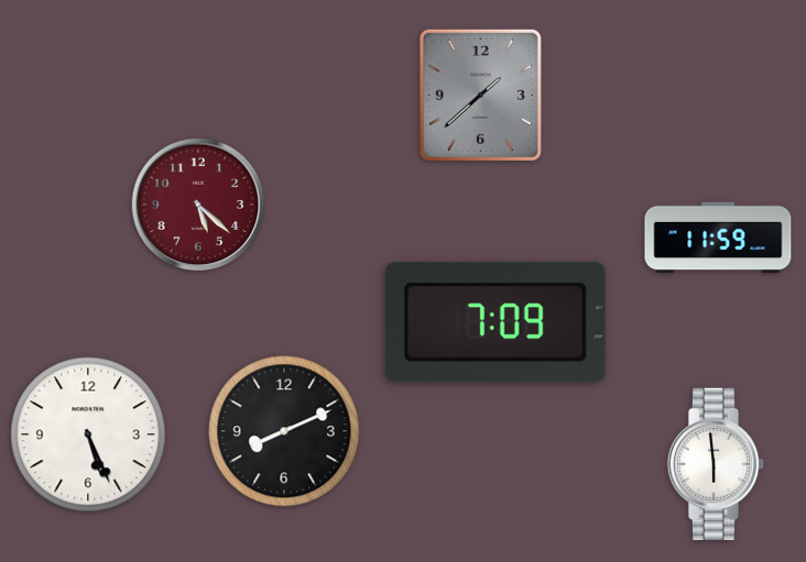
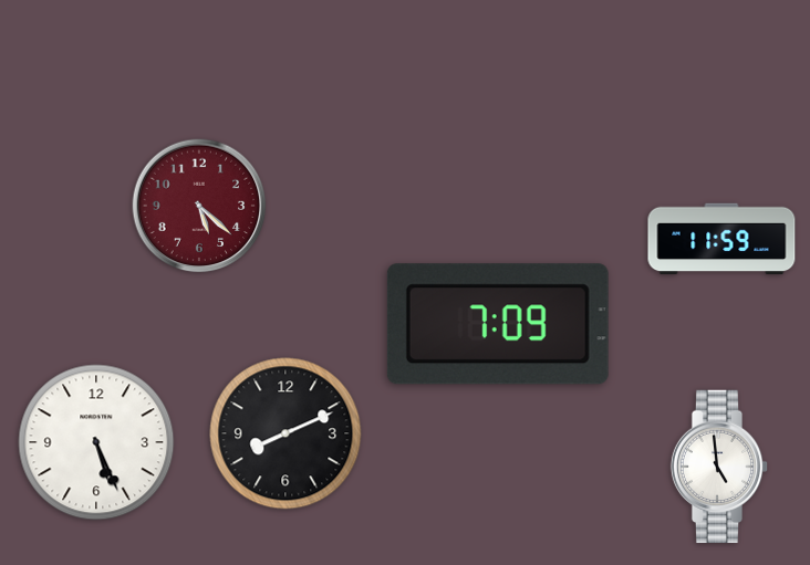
clock at (480, 95): 1:38 -> none
clock at (88, 434) position: (88, 434) -> (96, 442)
clock at (716, 464): 5:59 -> 4:59
